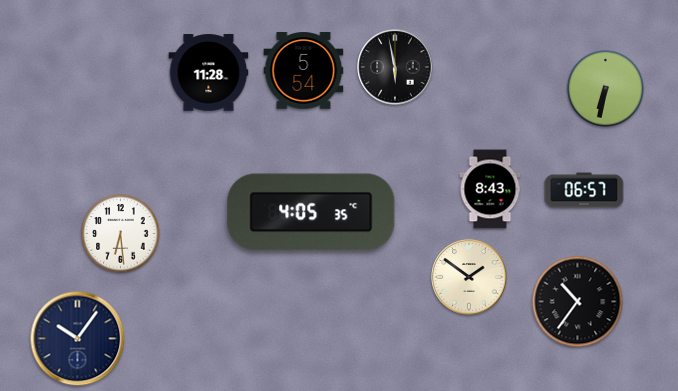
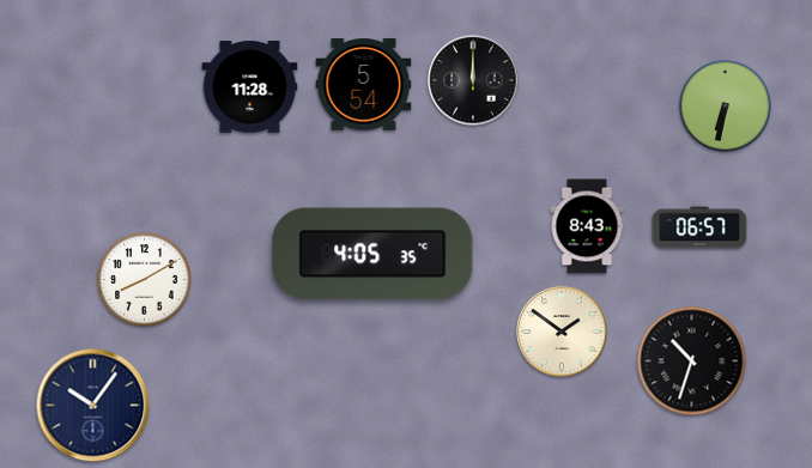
clock at (395, 67): 5:58 -> 12:00
clock at (121, 234): 6:29 -> 8:10
clock at (578, 302): 10:36 -> 10:33
